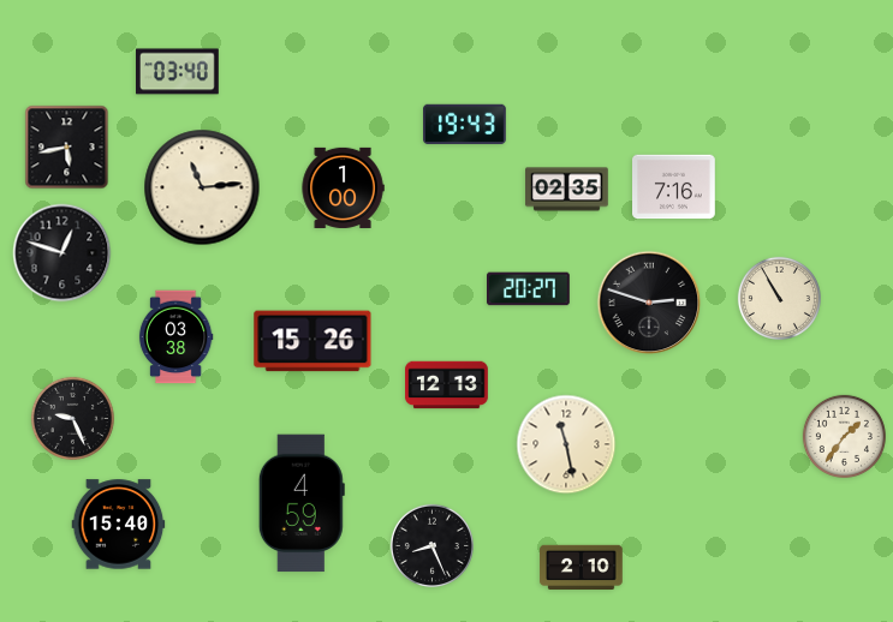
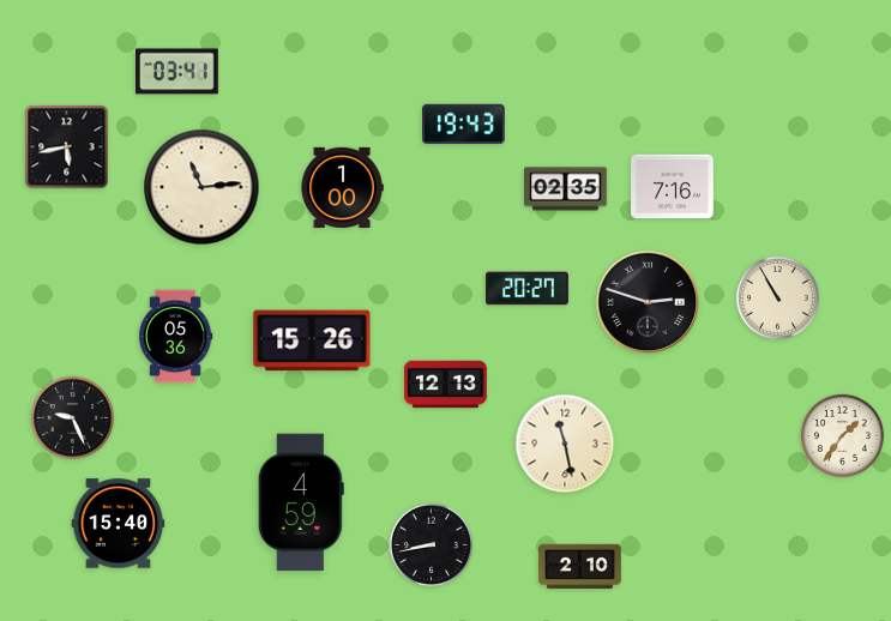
clock at (178, 72): 03:40 -> 03:41
clock at (62, 253): 12:48 -> none
clock at (175, 337): 03:38 -> 05:36
clock at (431, 545): 8:26 -> 8:43
